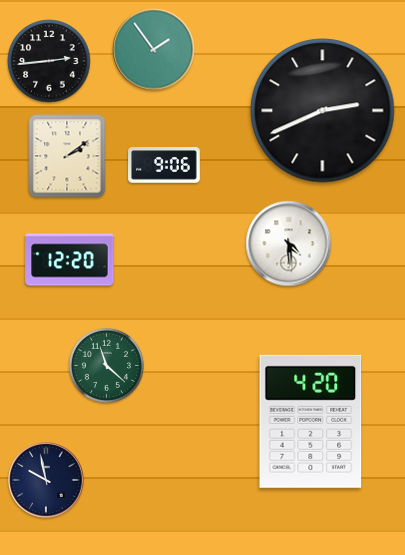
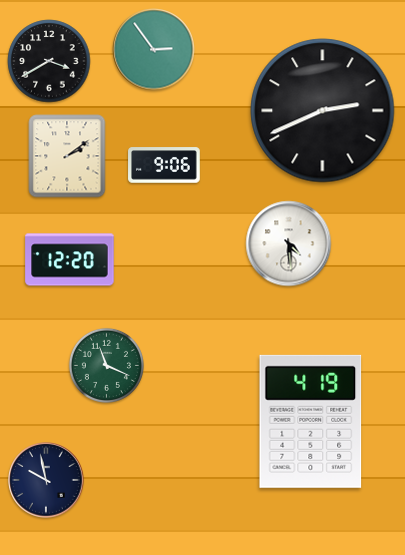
clock at (154, 50): 1:54 -> 2:54
clock at (49, 61): 2:44 -> 3:40
clock at (106, 365): 11:22 -> 11:19
clock at (311, 421): 4:20 -> 4:19
